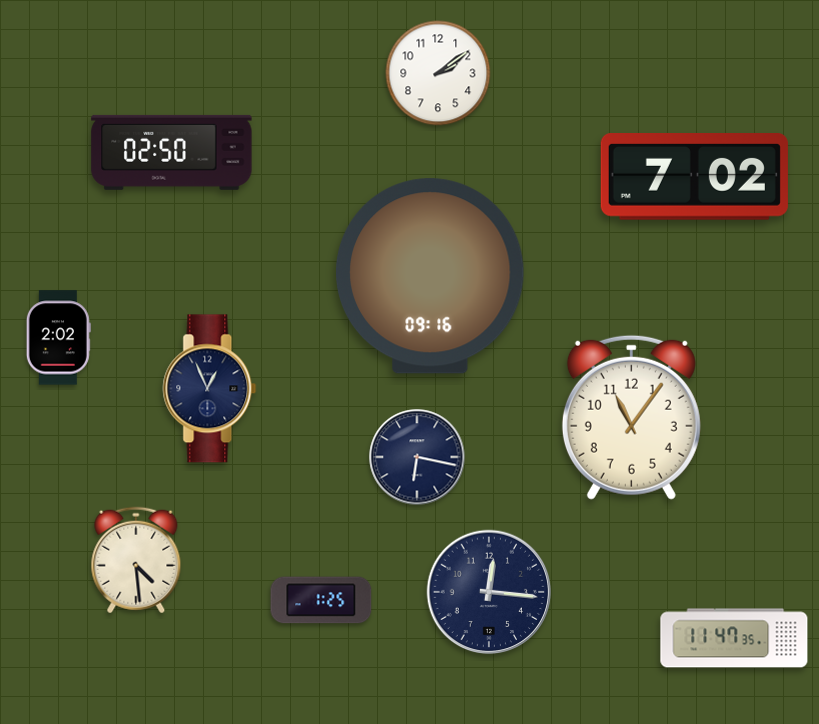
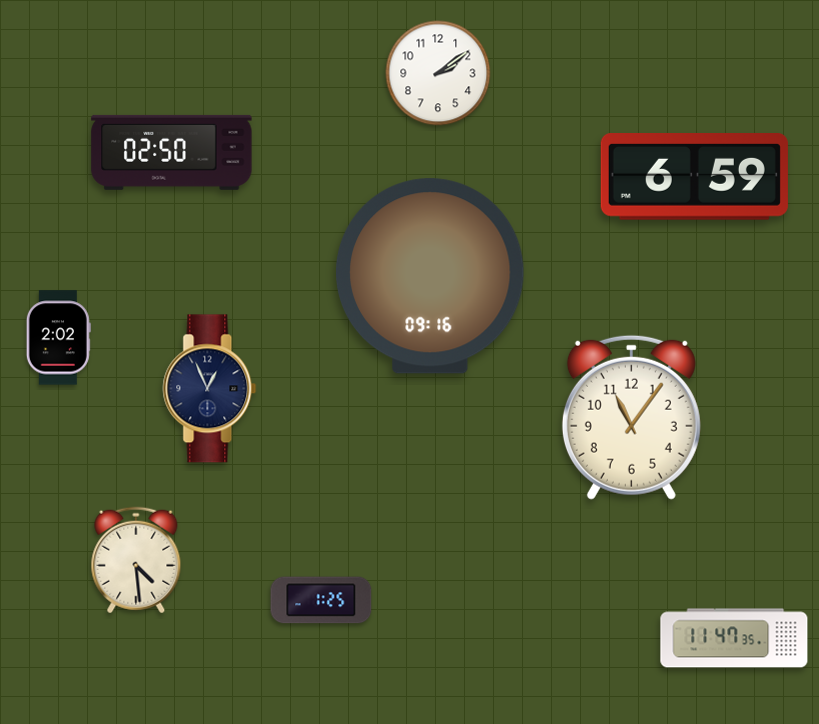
clock at (694, 177): 7:02 -> 6:59
clock at (417, 457): 6:17 -> none
clock at (489, 592): 12:16 -> none
